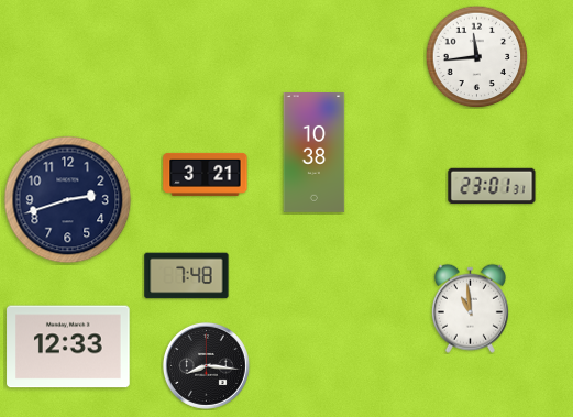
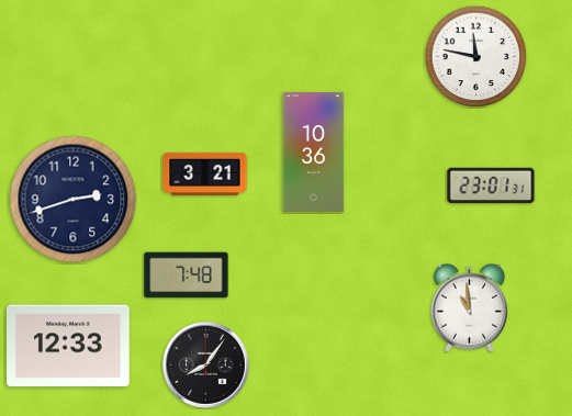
clock at (476, 56): 11:44 -> 11:47
clock at (315, 153): 10:38 -> 10:36
clock at (68, 200) position: (68, 200) -> (74, 200)
clock at (206, 365): 8:16 -> 8:06
